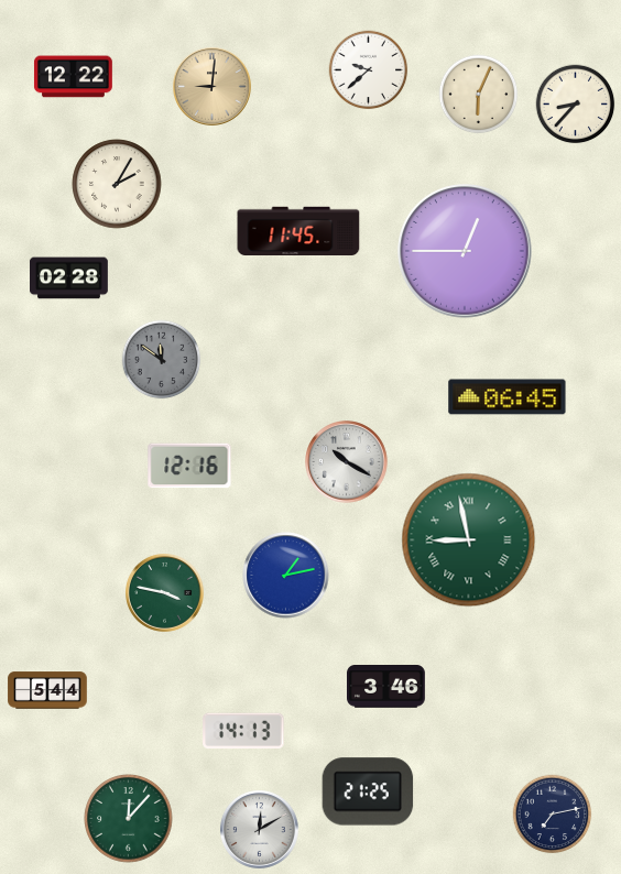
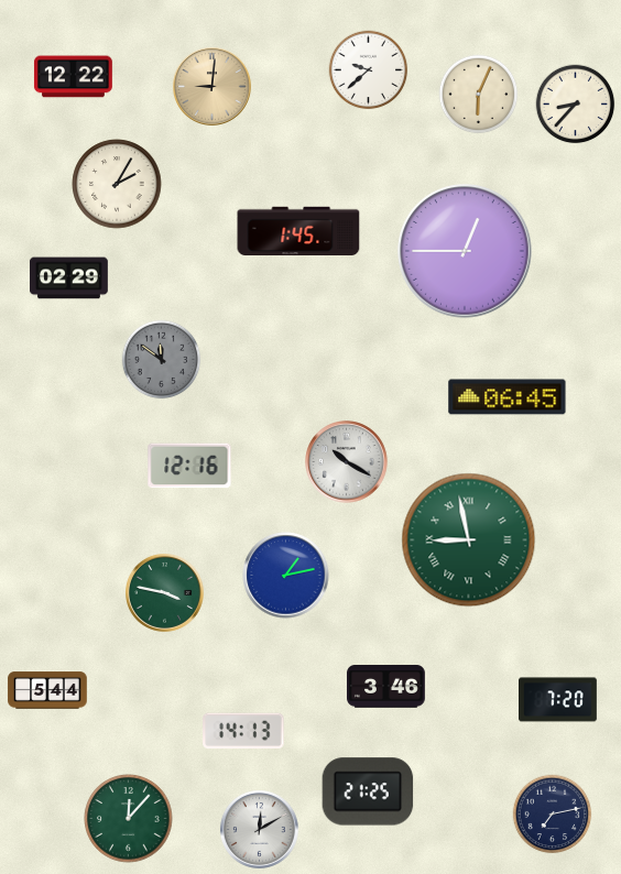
clock at (298, 230): 11:45 -> 1:45
clock at (69, 278): 02:28 -> 02:29
clock at (558, 700): none -> 7:20
